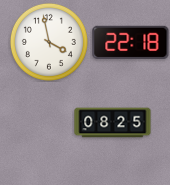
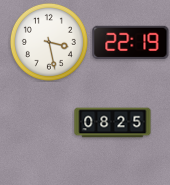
clock at (49, 42): 3:58 -> 3:28
clock at (131, 42): 22:18 -> 22:19
